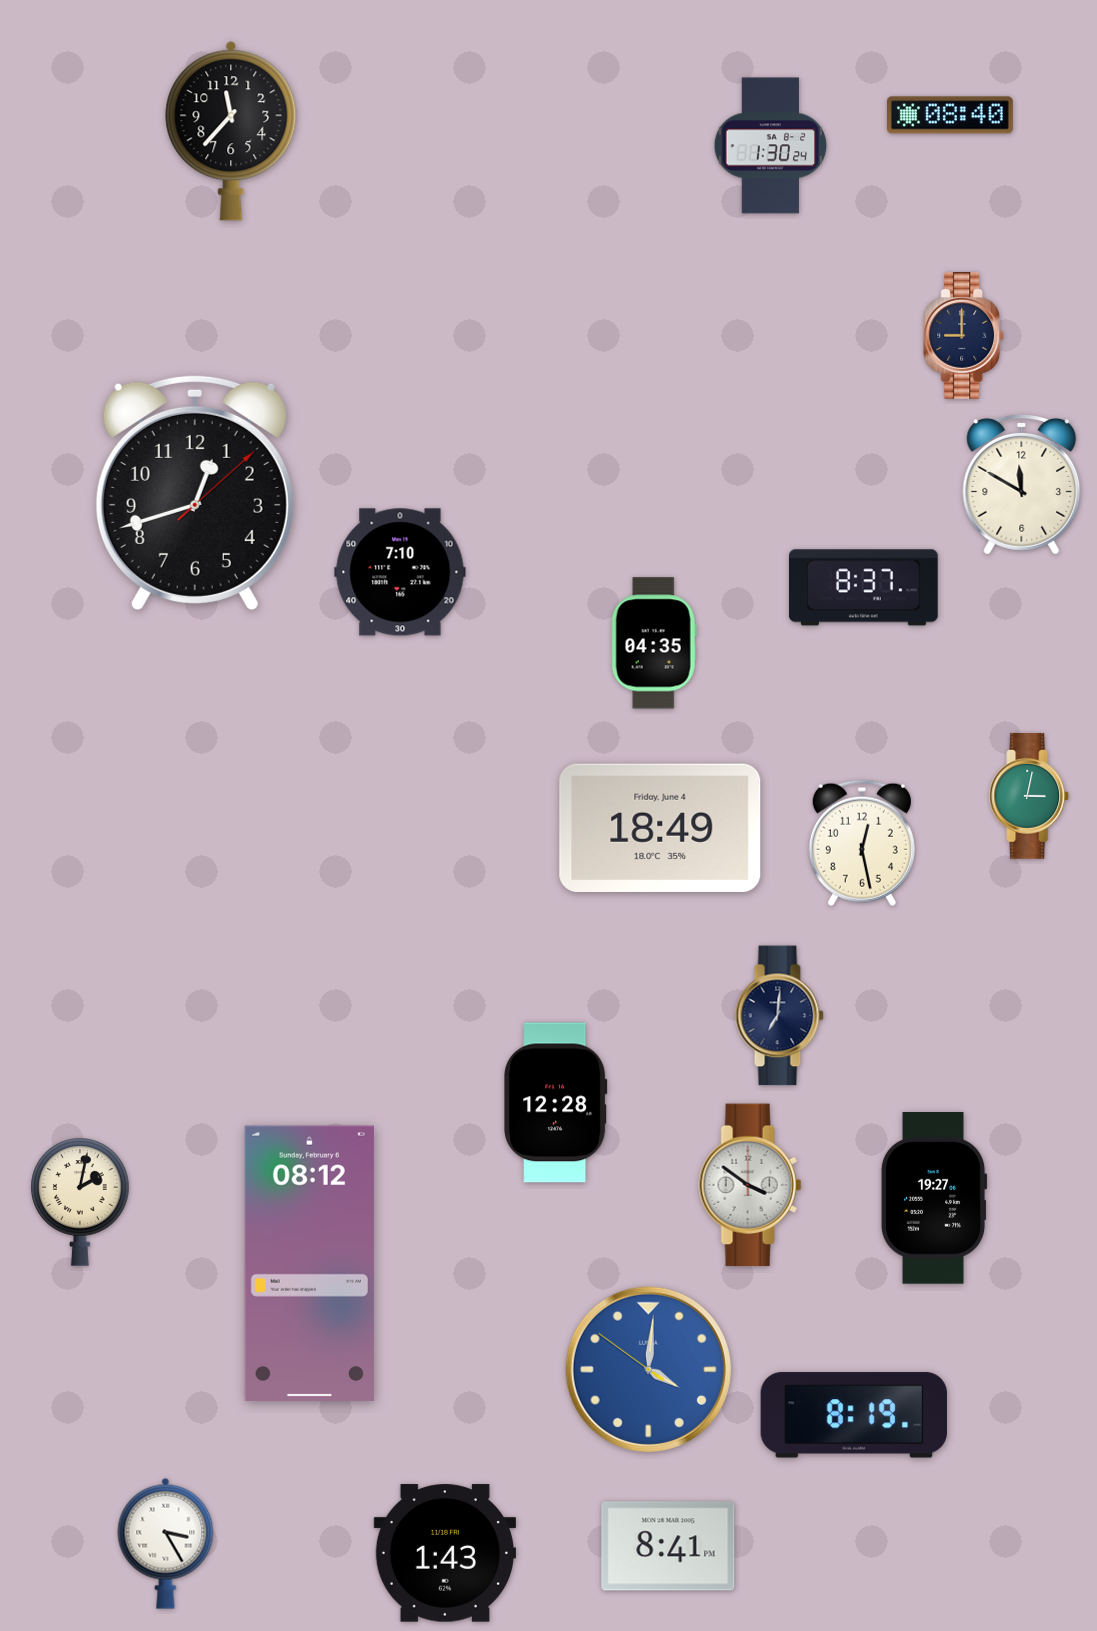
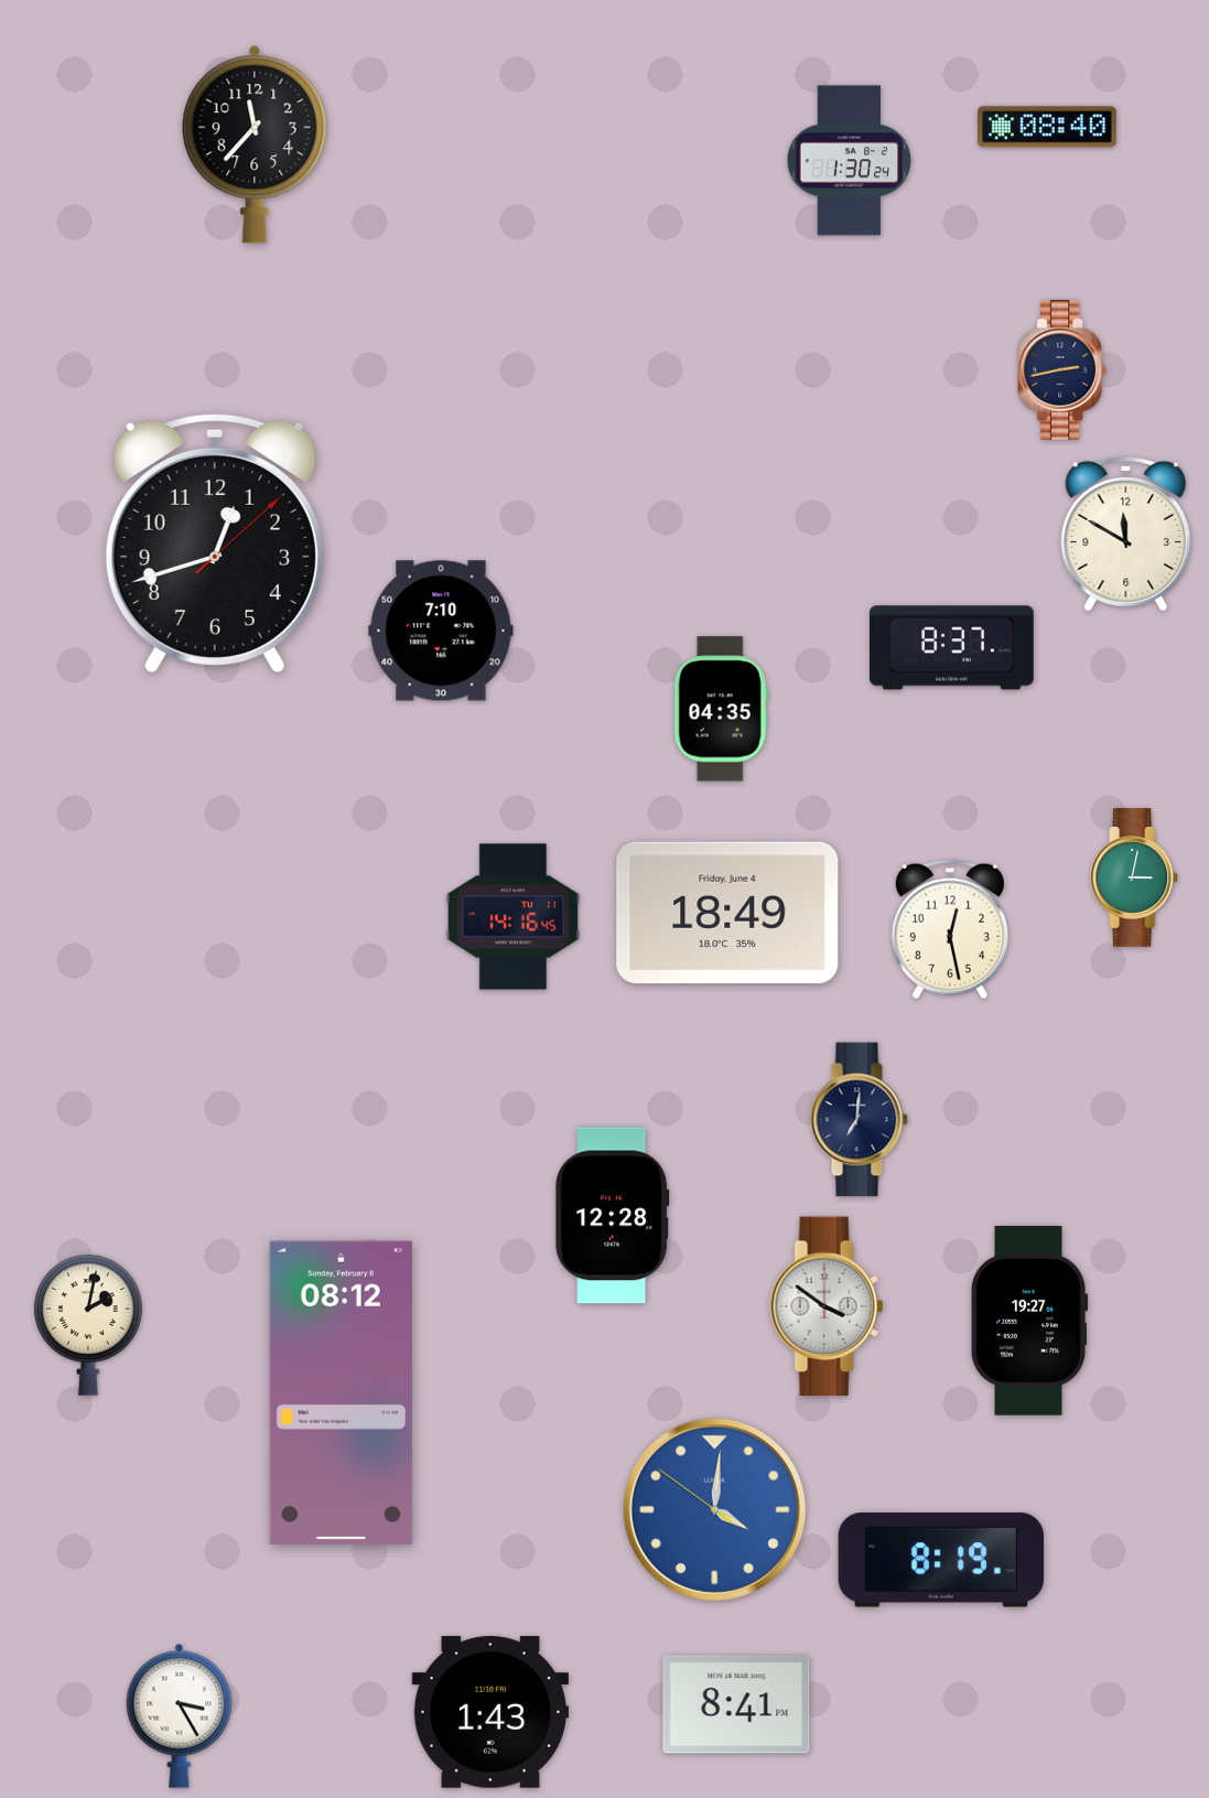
clock at (964, 336): 9:00 -> 2:43
clock at (512, 917): none -> 14:16
clock at (166, 1543) position: (166, 1543) -> (180, 1715)
